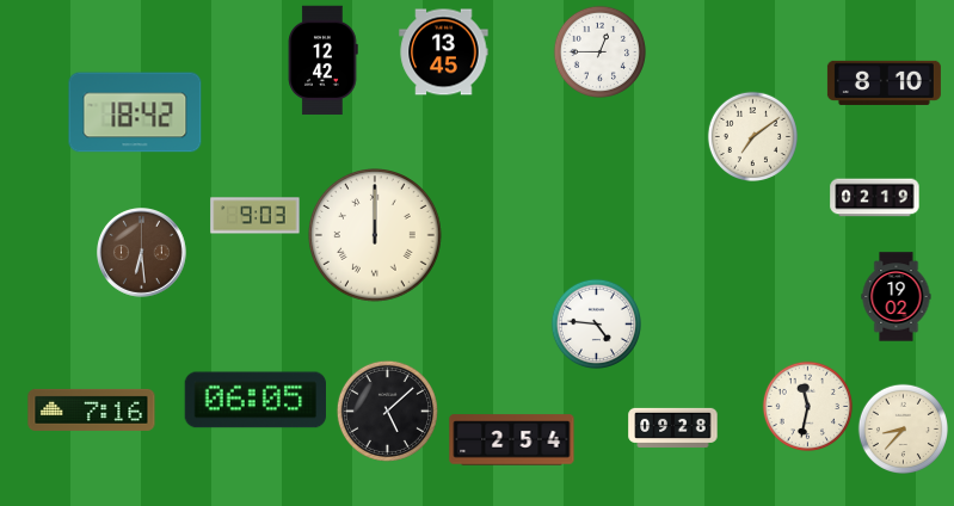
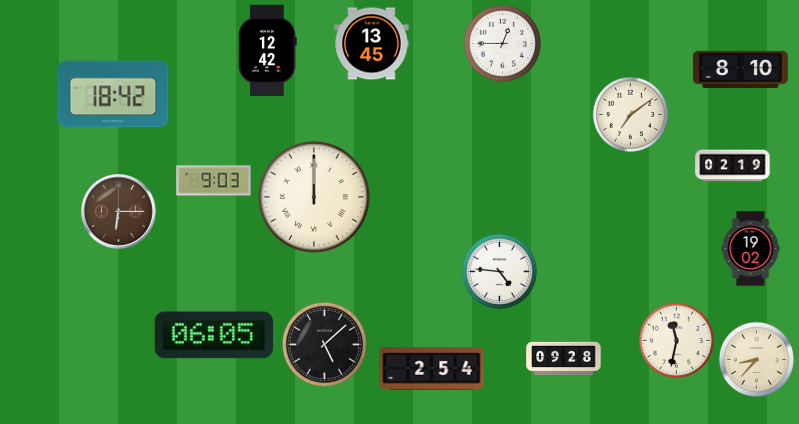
clock at (322, 61) position: (322, 61) -> (267, 51)
clock at (142, 253): 6:29 -> 6:15
clock at (92, 409): 7:16 -> none
clock at (512, 440) position: (512, 440) -> (432, 369)
